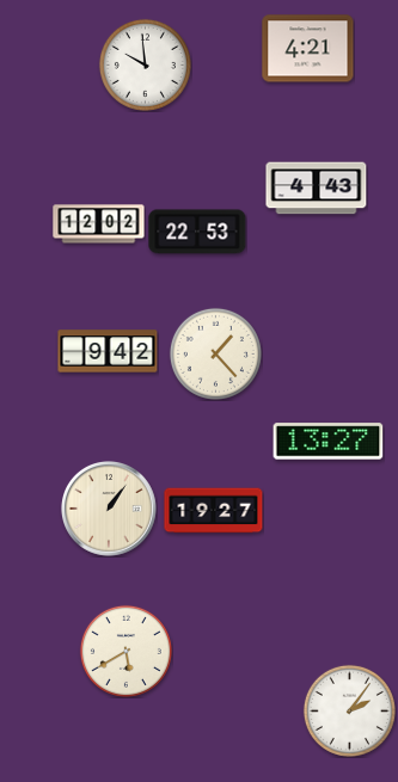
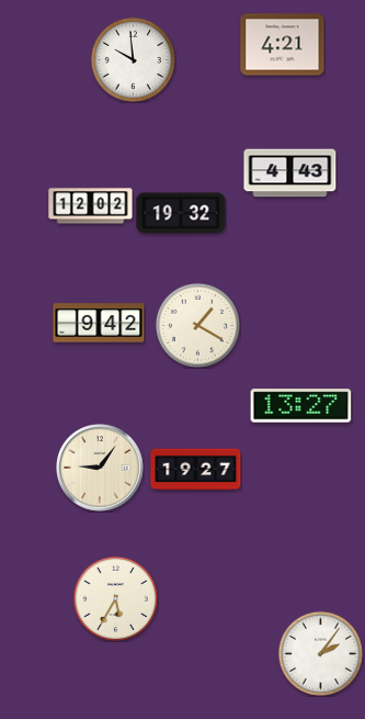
clock at (197, 232): 22:53 -> 19:32
clock at (215, 353): 1:23 -> 1:20
clock at (110, 510): 1:06 -> 9:06
clock at (125, 651): 5:40 -> 5:35
